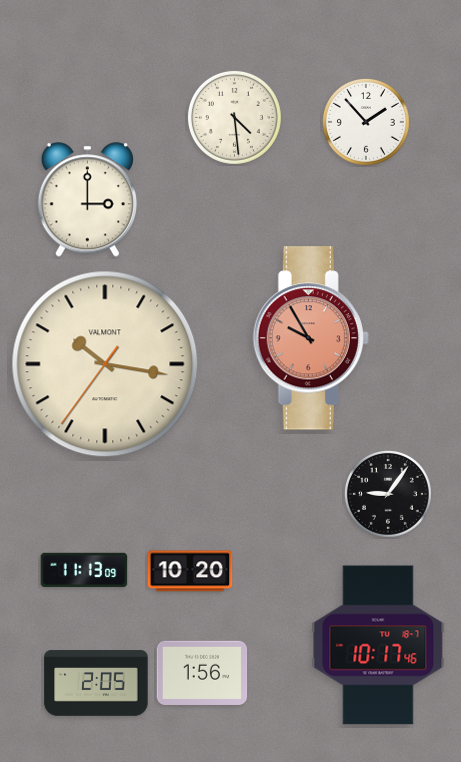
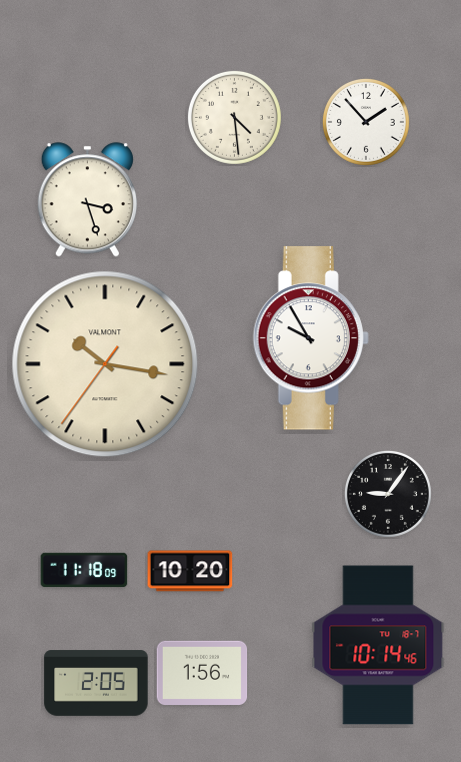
clock at (87, 200): 3:00 -> 3:27
clock at (311, 338) dial: salmon -> white
clock at (84, 570): 11:13 -> 11:18
clock at (378, 645): 10:17 -> 10:14
